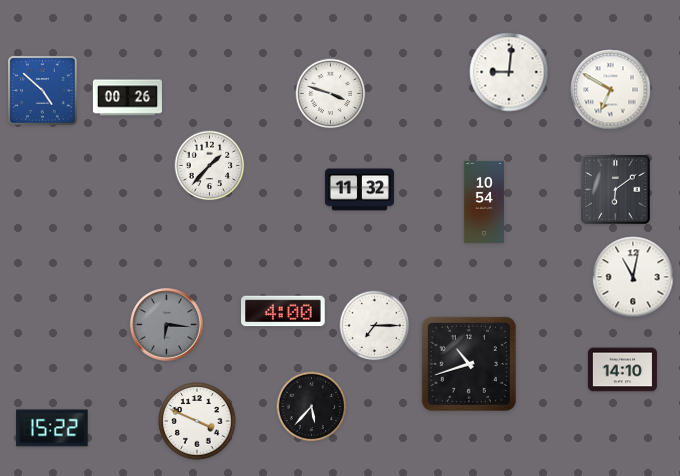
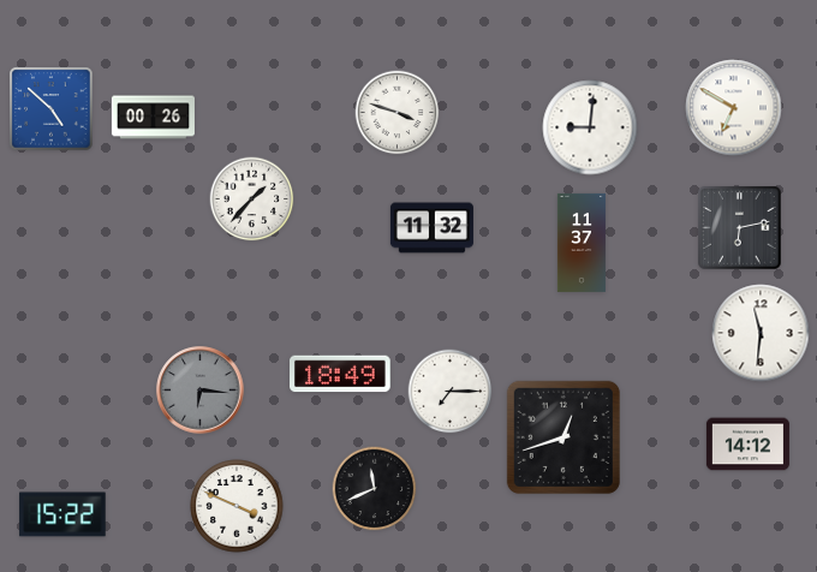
clock at (509, 72) position: (509, 72) -> (590, 127)
clock at (616, 190): 6:09 -> 6:13
clock at (484, 202): 10:54 -> 11:37
clock at (633, 277): 11:02 -> 11:31
clock at (284, 311): 4:00 -> 18:49
clock at (469, 364): 10:42 -> 12:42
clock at (622, 370): 14:10 -> 14:12
clock at (312, 407): 5:37 -> 11:41
